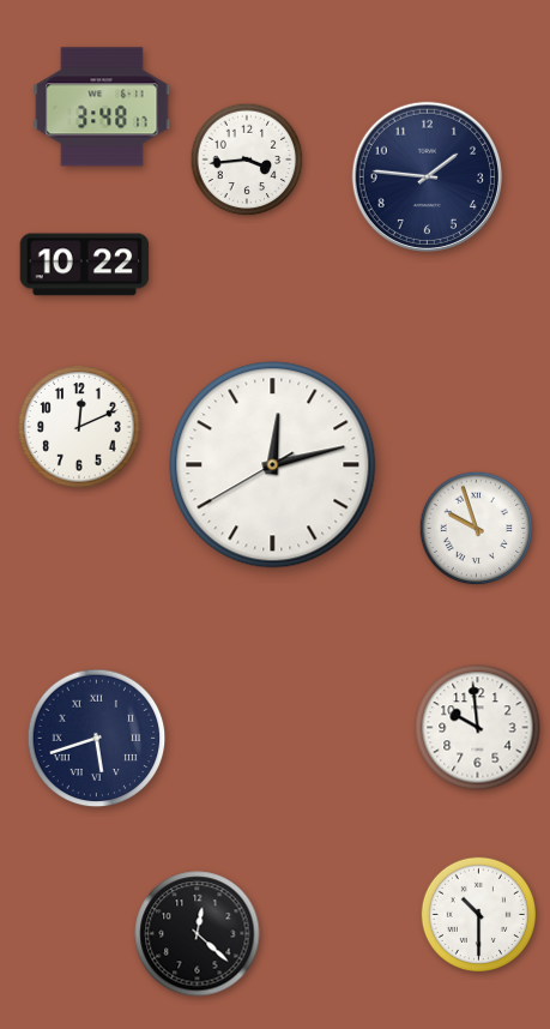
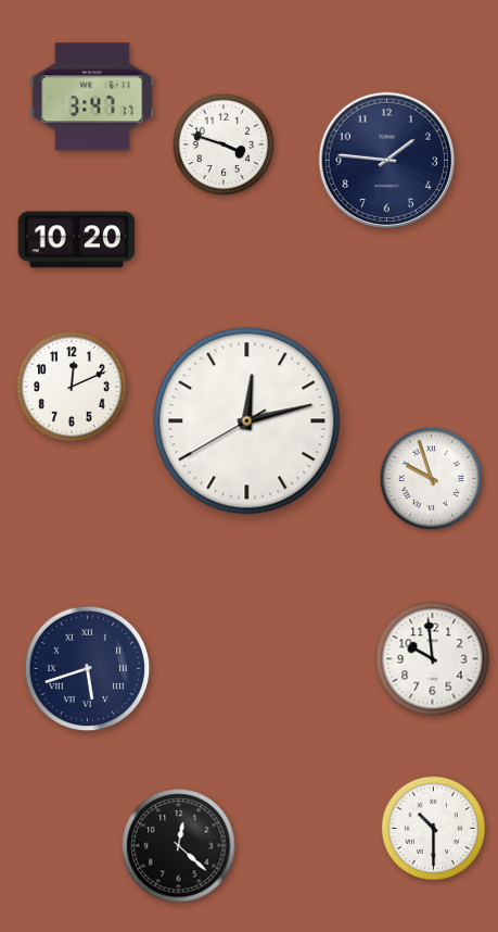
clock at (102, 107): 3:48 -> 3:47
clock at (247, 160): 3:44 -> 3:48
clock at (85, 265): 10:22 -> 10:20
